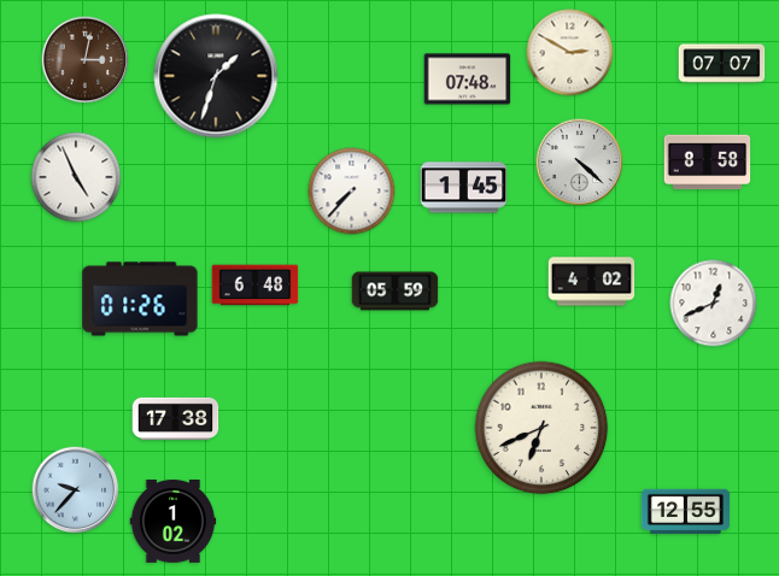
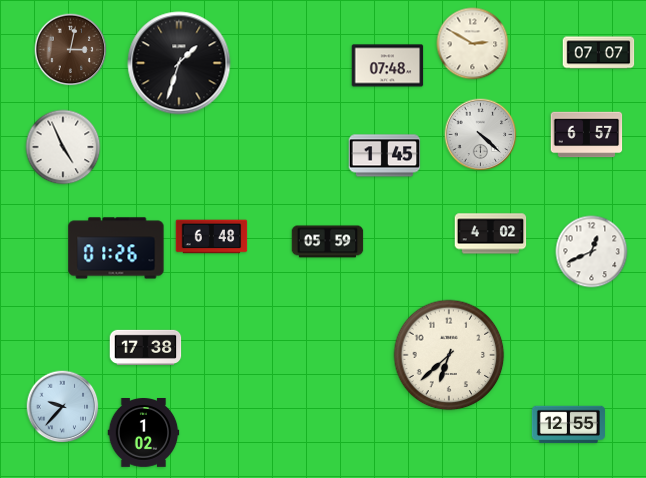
clock at (708, 163): 8:58 -> 6:57
clock at (352, 192): 7:37 -> none
clock at (541, 428): 6:41 -> 6:38
